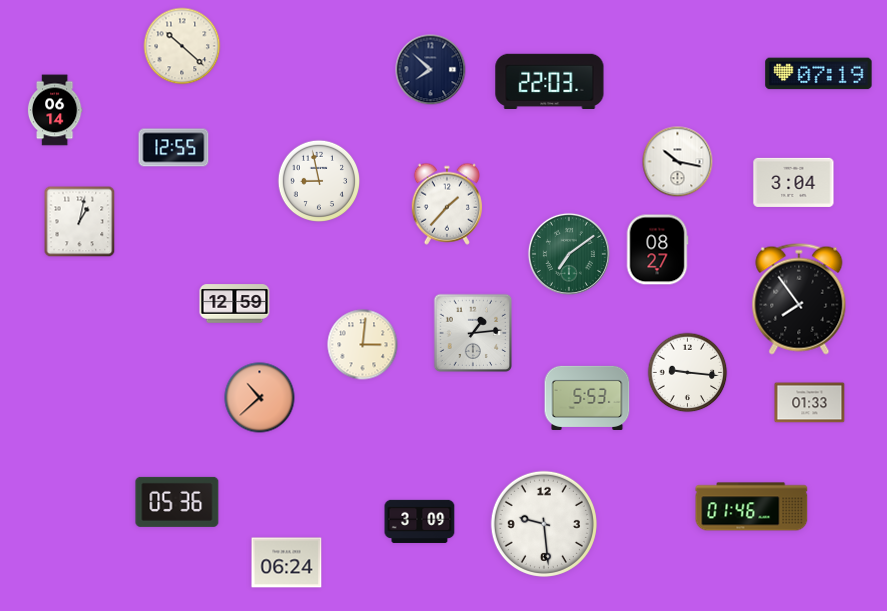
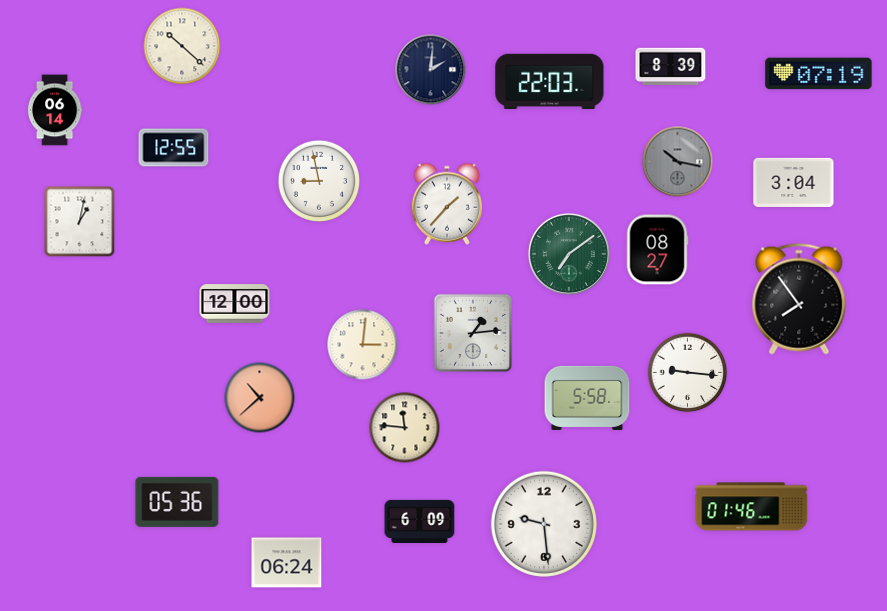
clock at (671, 67): none -> 8:39
clock at (431, 70): 7:52 -> 2:01
clock at (678, 162) dial: white -> grey
clock at (235, 304): 12:59 -> 12:00
clock at (587, 398): 5:53 -> 5:58
clock at (810, 403): 01:33 -> none
clock at (405, 428): none -> 11:46
clock at (420, 521): 3:09 -> 6:09
